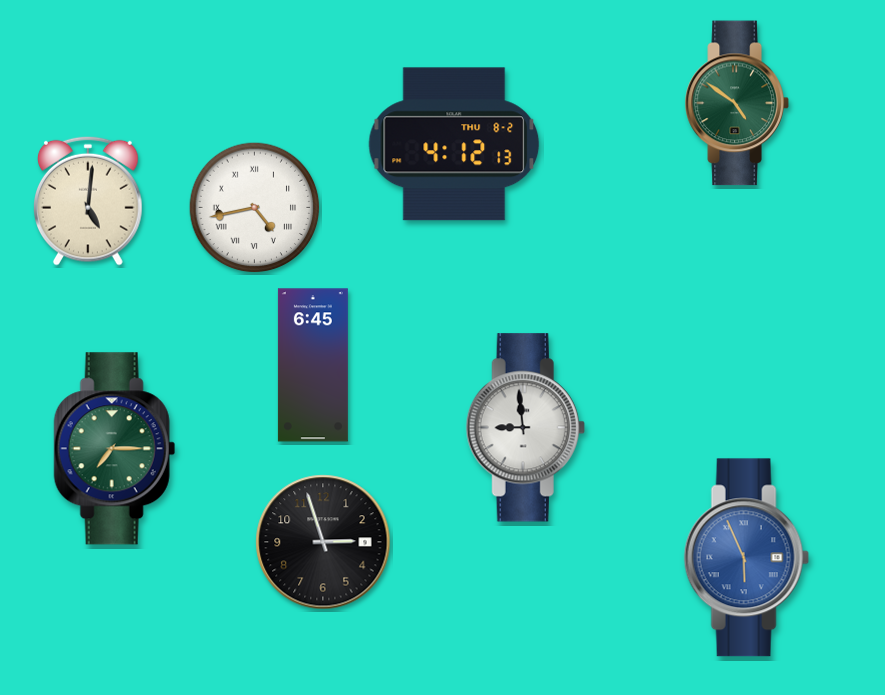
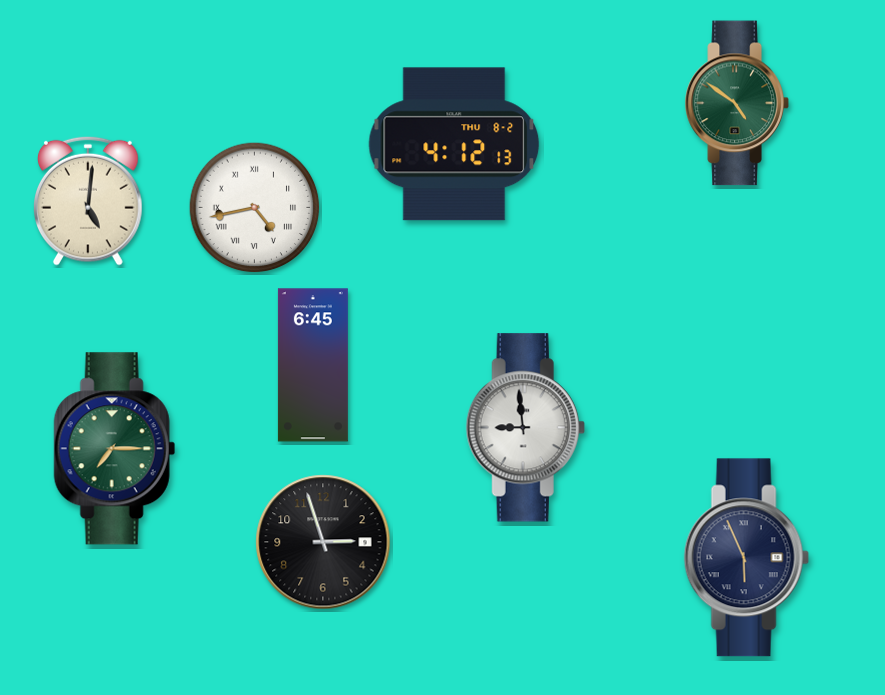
clock at (746, 558) dial: blue -> navy
